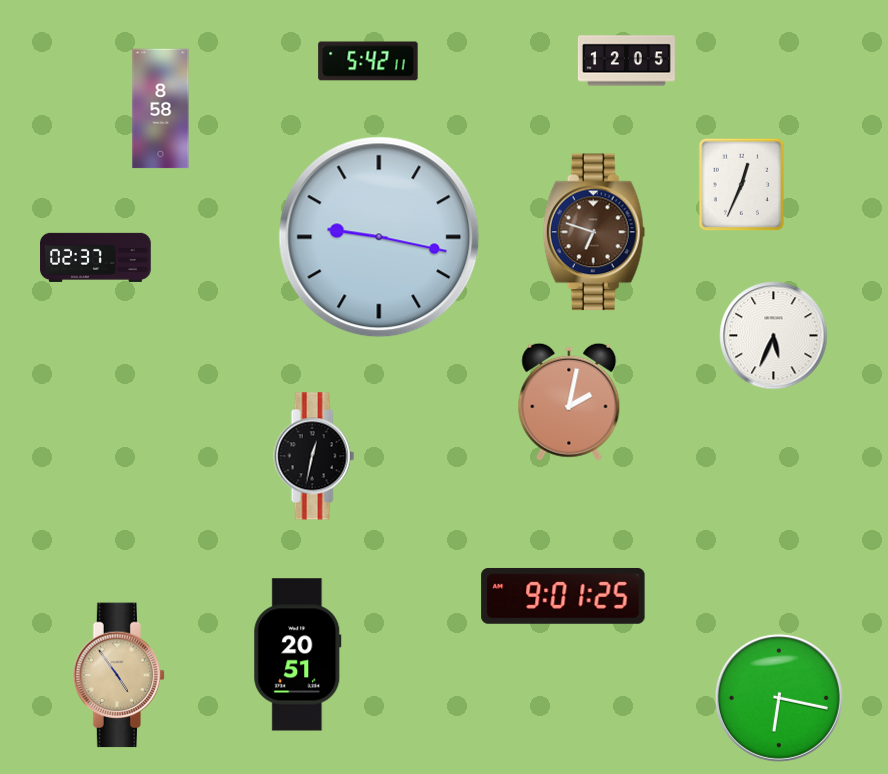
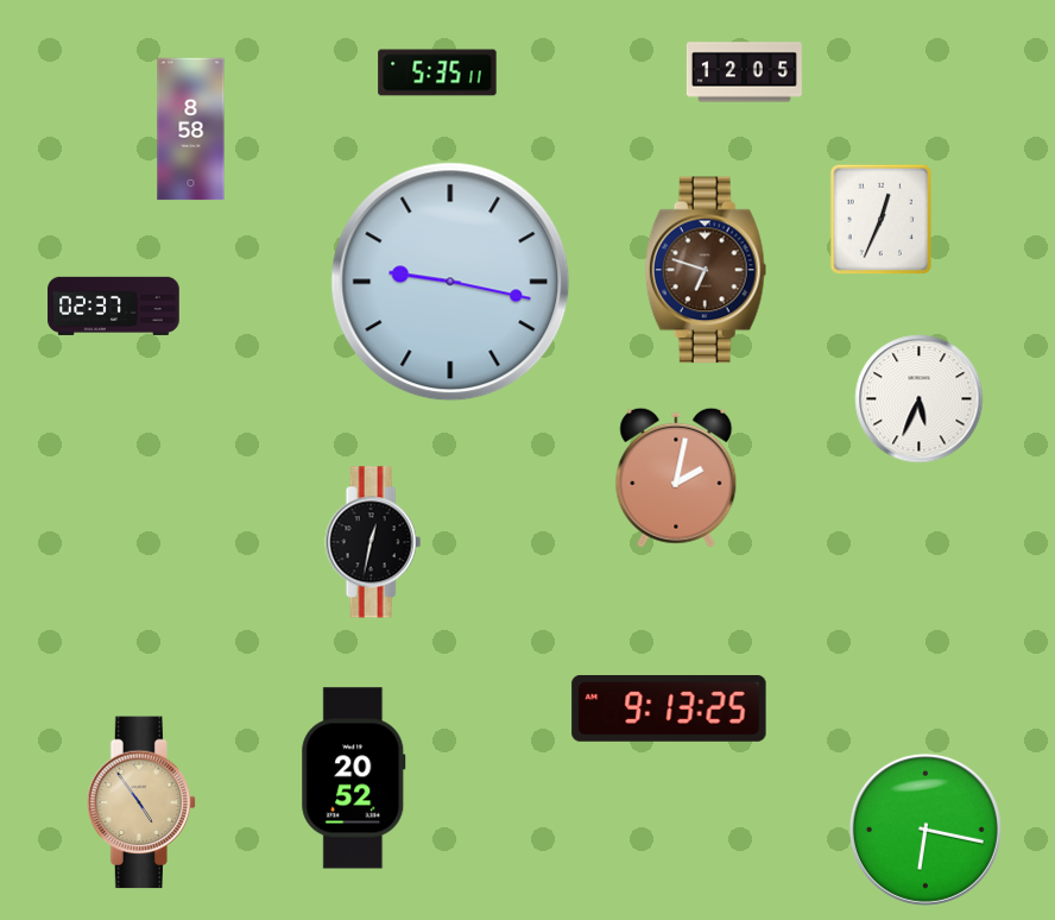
clock at (368, 61): 5:42 -> 5:35
clock at (594, 232) position: (594, 232) -> (706, 270)
clock at (563, 596): 9:01 -> 9:13
clock at (298, 655): 20:51 -> 20:52
